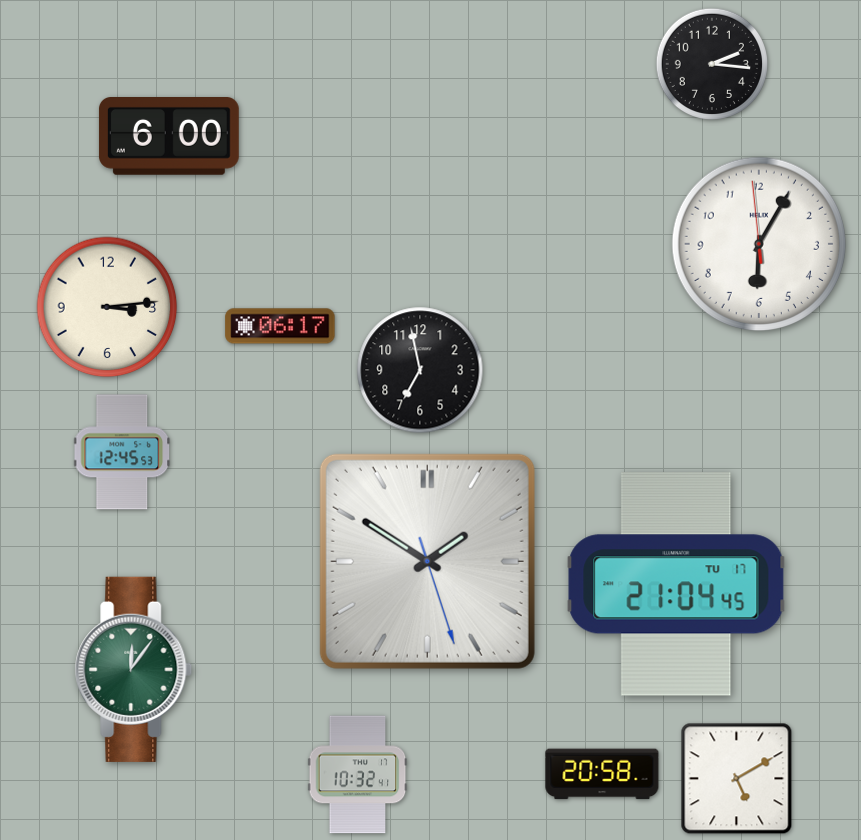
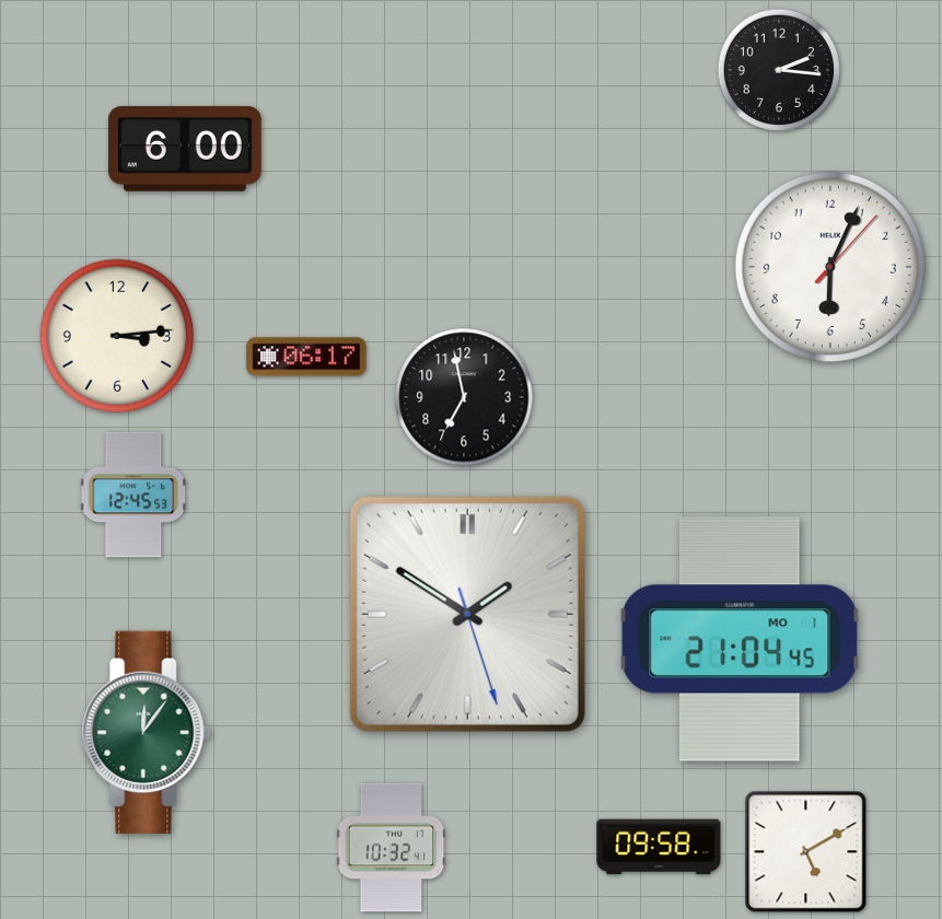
clock at (759, 244): 6:04:59 -> 6:04:07
clock at (420, 370) position: (420, 370) -> (464, 397)
clock at (676, 584) date: TU 17 -> MO 1
clock at (602, 774): 20:58 -> 09:58
